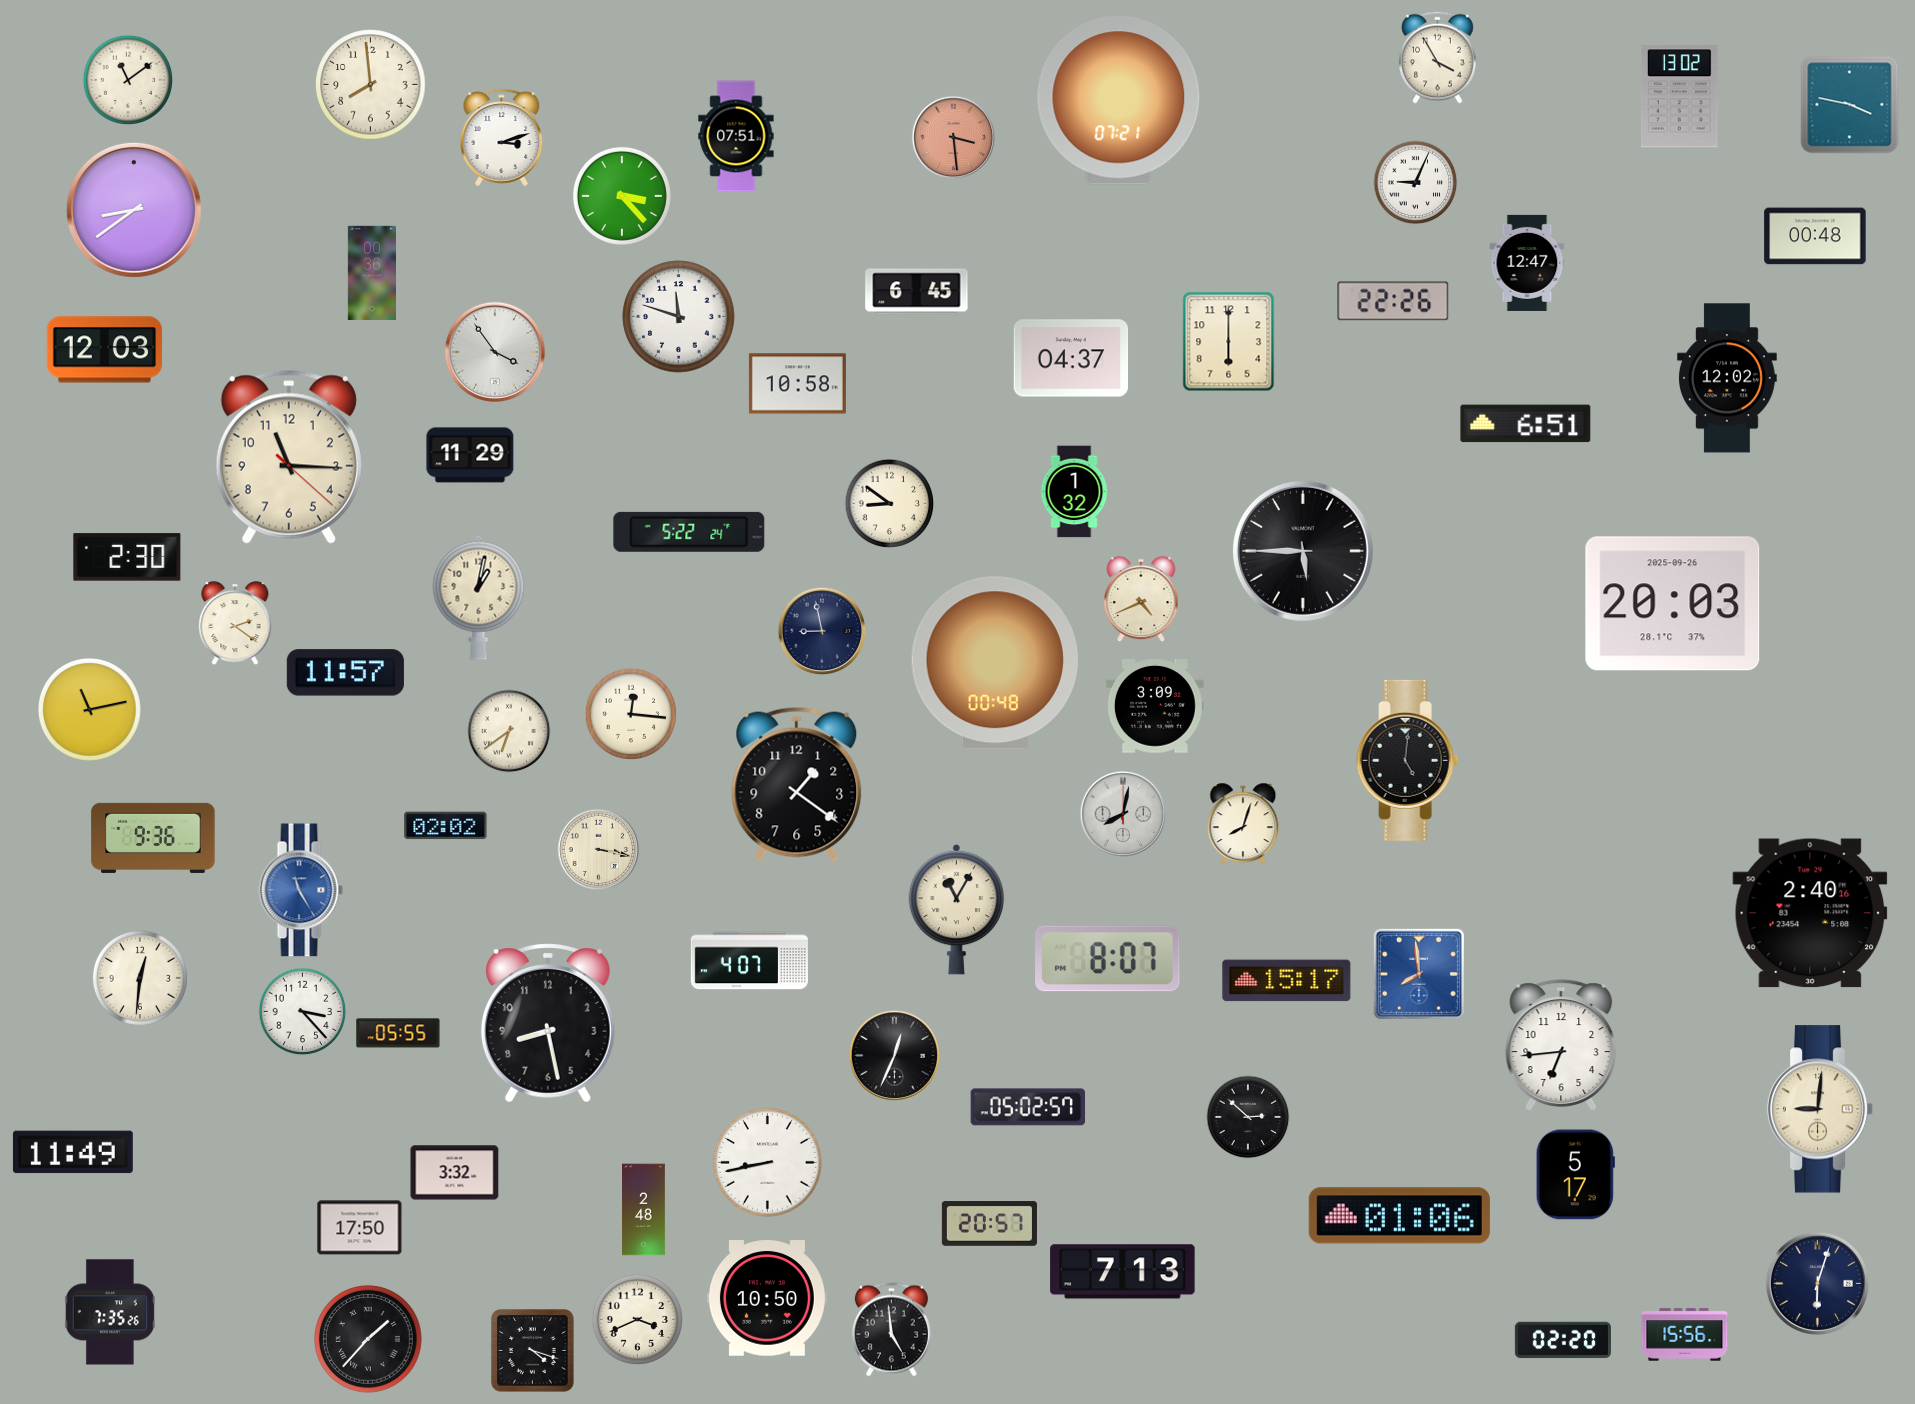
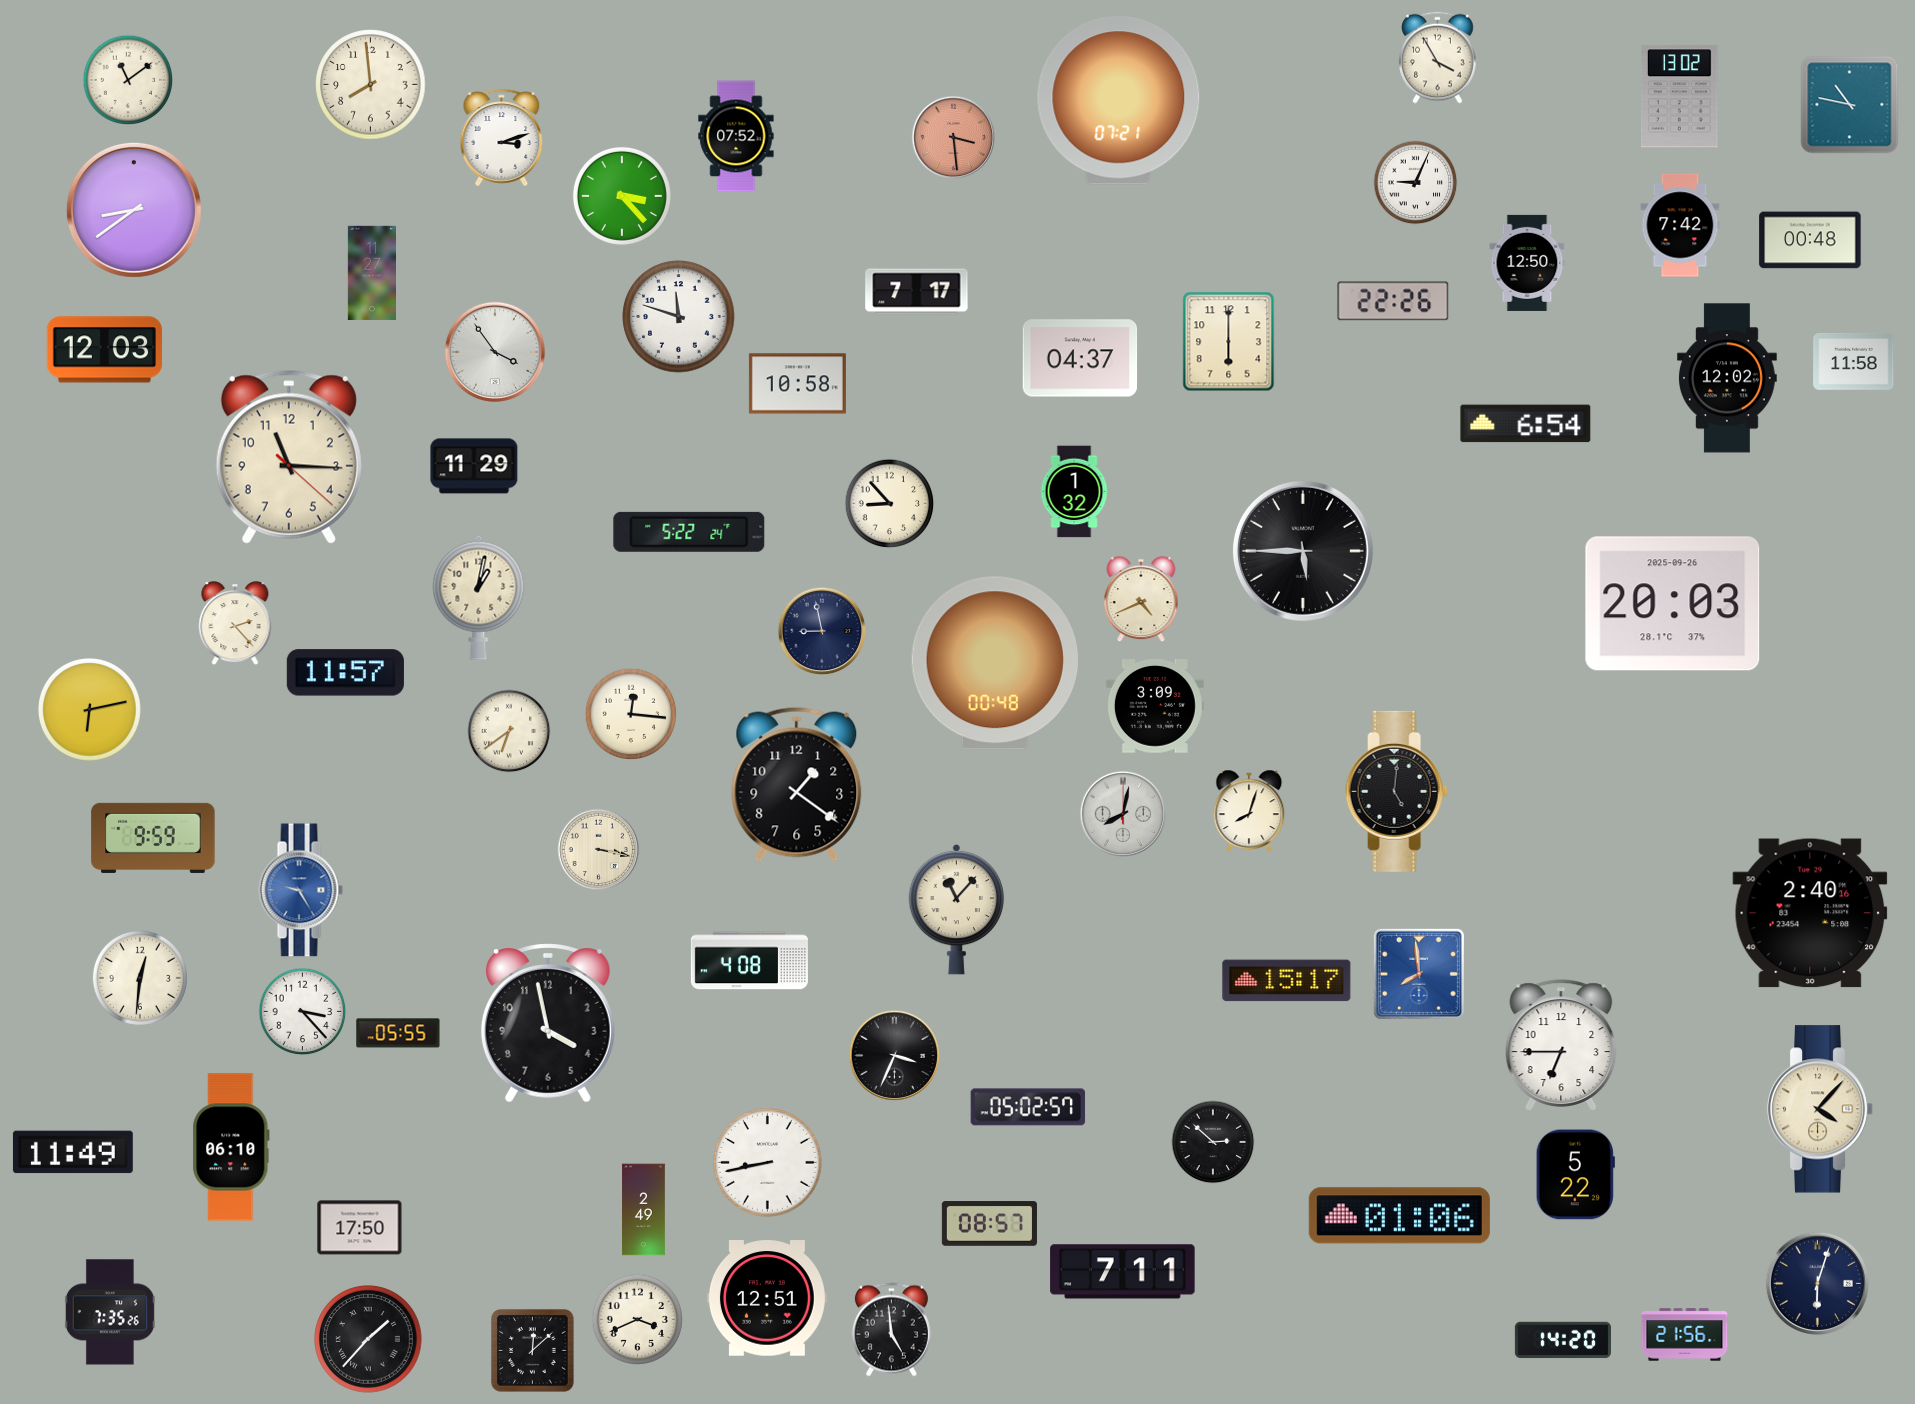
clock at (1850, 105): 3:47 -> 10:47
clock at (736, 136): 07:51 -> 07:52
clock at (1680, 225): none -> 7:42
clock at (1815, 236) position: (1815, 236) -> (1810, 240)
clock at (1527, 263): 12:47 -> 12:50
clock at (371, 273): 00:36 -> 11:27
clock at (917, 292): 6:45 -> 7:17
clock at (1071, 358) position: (1071, 358) -> (1080, 358)
clock at (1854, 361): none -> 11:58
clock at (1526, 424): 6:51 -> 6:54
clock at (470, 455) position: (470, 455) -> (474, 466)
clock at (890, 504): 8:51 -> 8:53
clock at (127, 557): 2:30 -> none
clock at (235, 624): 2:21 -> 2:23
clock at (89, 709): 11:13 -> 6:13
clock at (1408, 760) position: (1408, 760) -> (1397, 791)
clock at (1243, 823) position: (1243, 823) -> (1249, 810)
clock at (446, 826): 02:02 -> none
clock at (153, 838): 9:36 -> 9:59
clock at (301, 890): 11:25 -> 9:25
clock at (957, 909): 11:05 -> 11:07
clock at (1108, 959): 8:07 -> none
clock at (749, 961): 4:07 -> 4:08
clock at (548, 1023): 8:28 -> 3:58
clock at (1561, 1045): 6:44 -> 6:45
clock at (895, 1056): 12:34 -> 3:34
clock at (1820, 1109): 9:01 -> 4:07
clock at (1248, 1117) position: (1248, 1117) -> (1213, 1142)
clock at (231, 1147): none -> 06:10
clock at (455, 1173): 3:32 -> none
clock at (1575, 1175): 5:17 -> 5:22
clock at (644, 1210): 2:48 -> 2:49
clock at (989, 1224): 20:57 -> 08:57
clock at (1123, 1272): 7:13 -> 7:11
clock at (767, 1298): 10:50 -> 12:51
clock at (1685, 1335): 15:56 -> 21:56
clock at (1563, 1340): 02:20 -> 14:20
clock at (533, 1351): 4:18 -> 12:08
